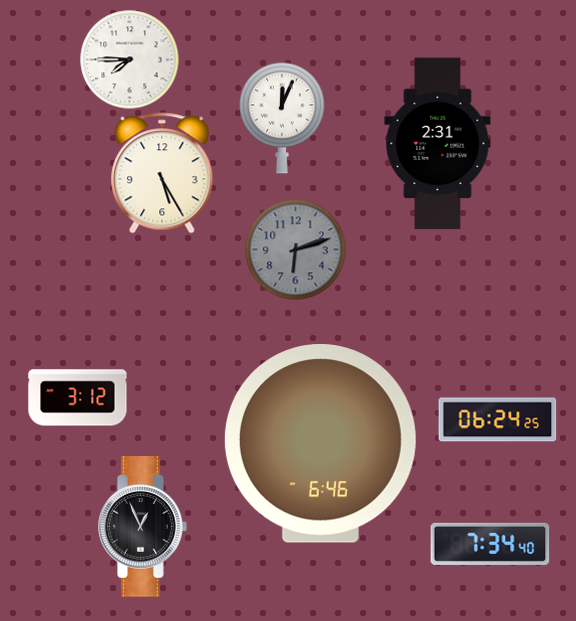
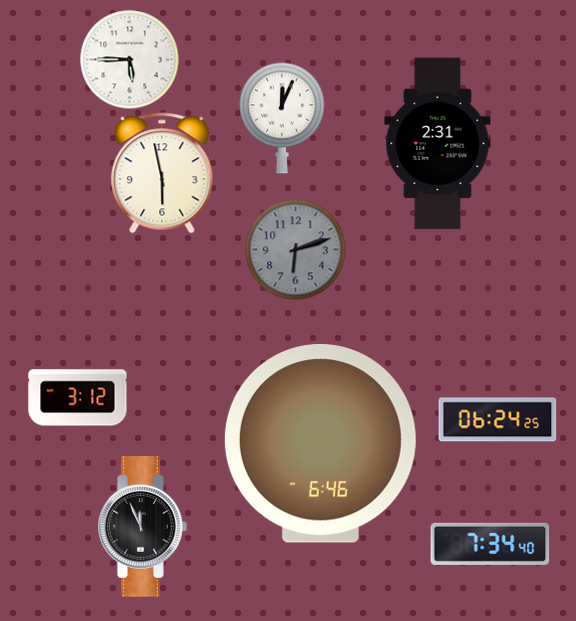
clock at (130, 60): 7:45 -> 5:45
clock at (162, 173): 5:25 -> 5:58
clock at (143, 527): 12:56 -> 11:56
